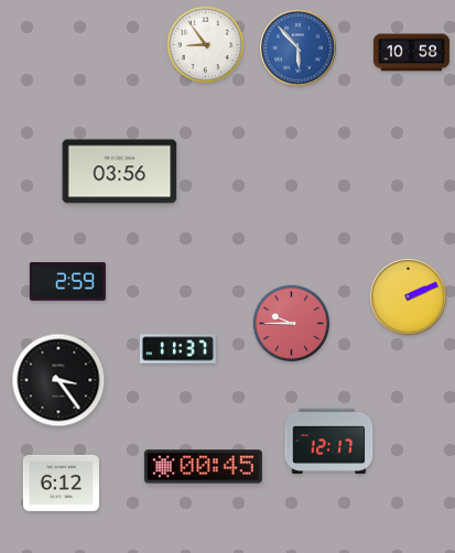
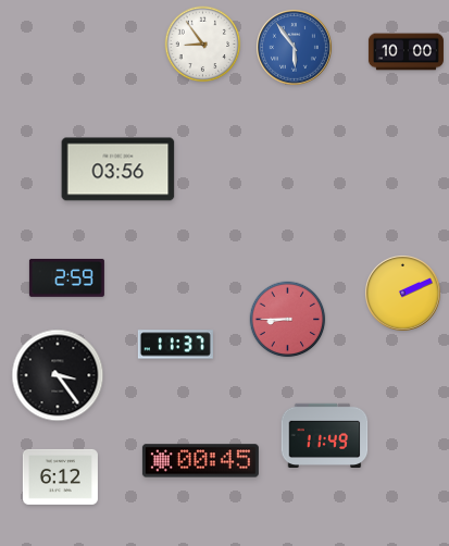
clock at (299, 48): 5:53 -> 5:54
clock at (411, 53): 10:58 -> 10:00
clock at (292, 324): 9:45 -> 8:45
clock at (329, 441): 12:17 -> 11:49
